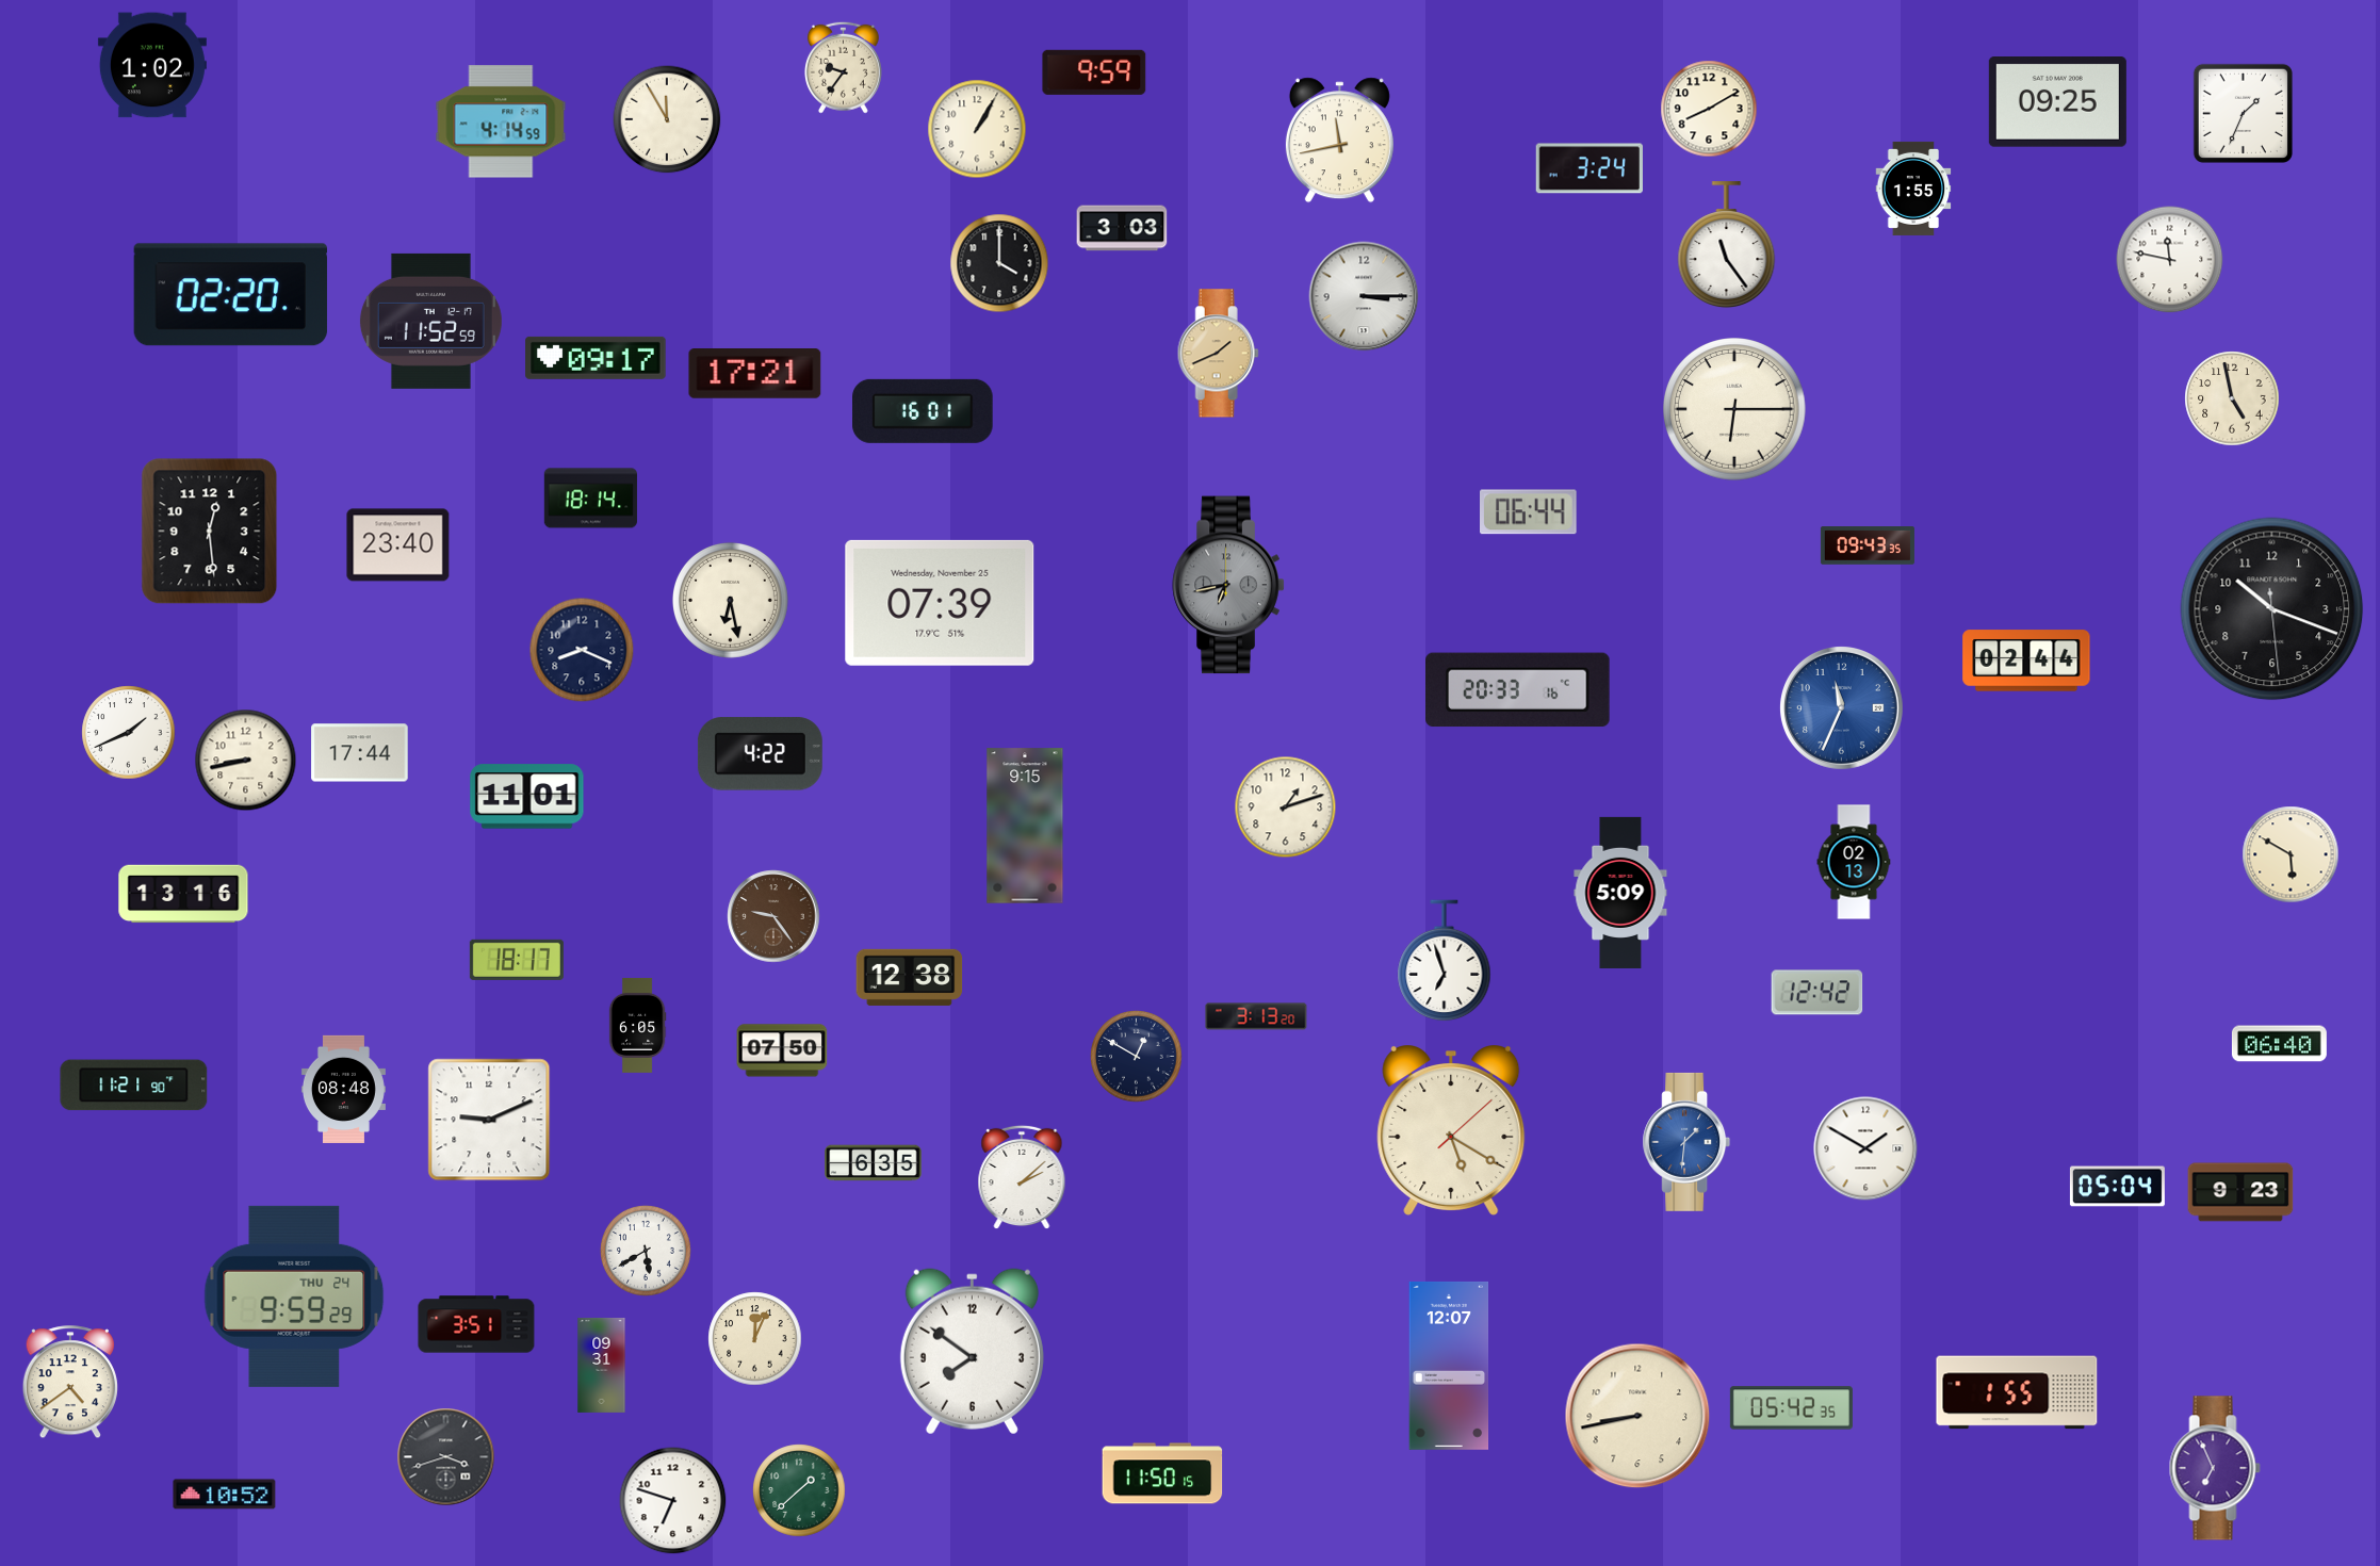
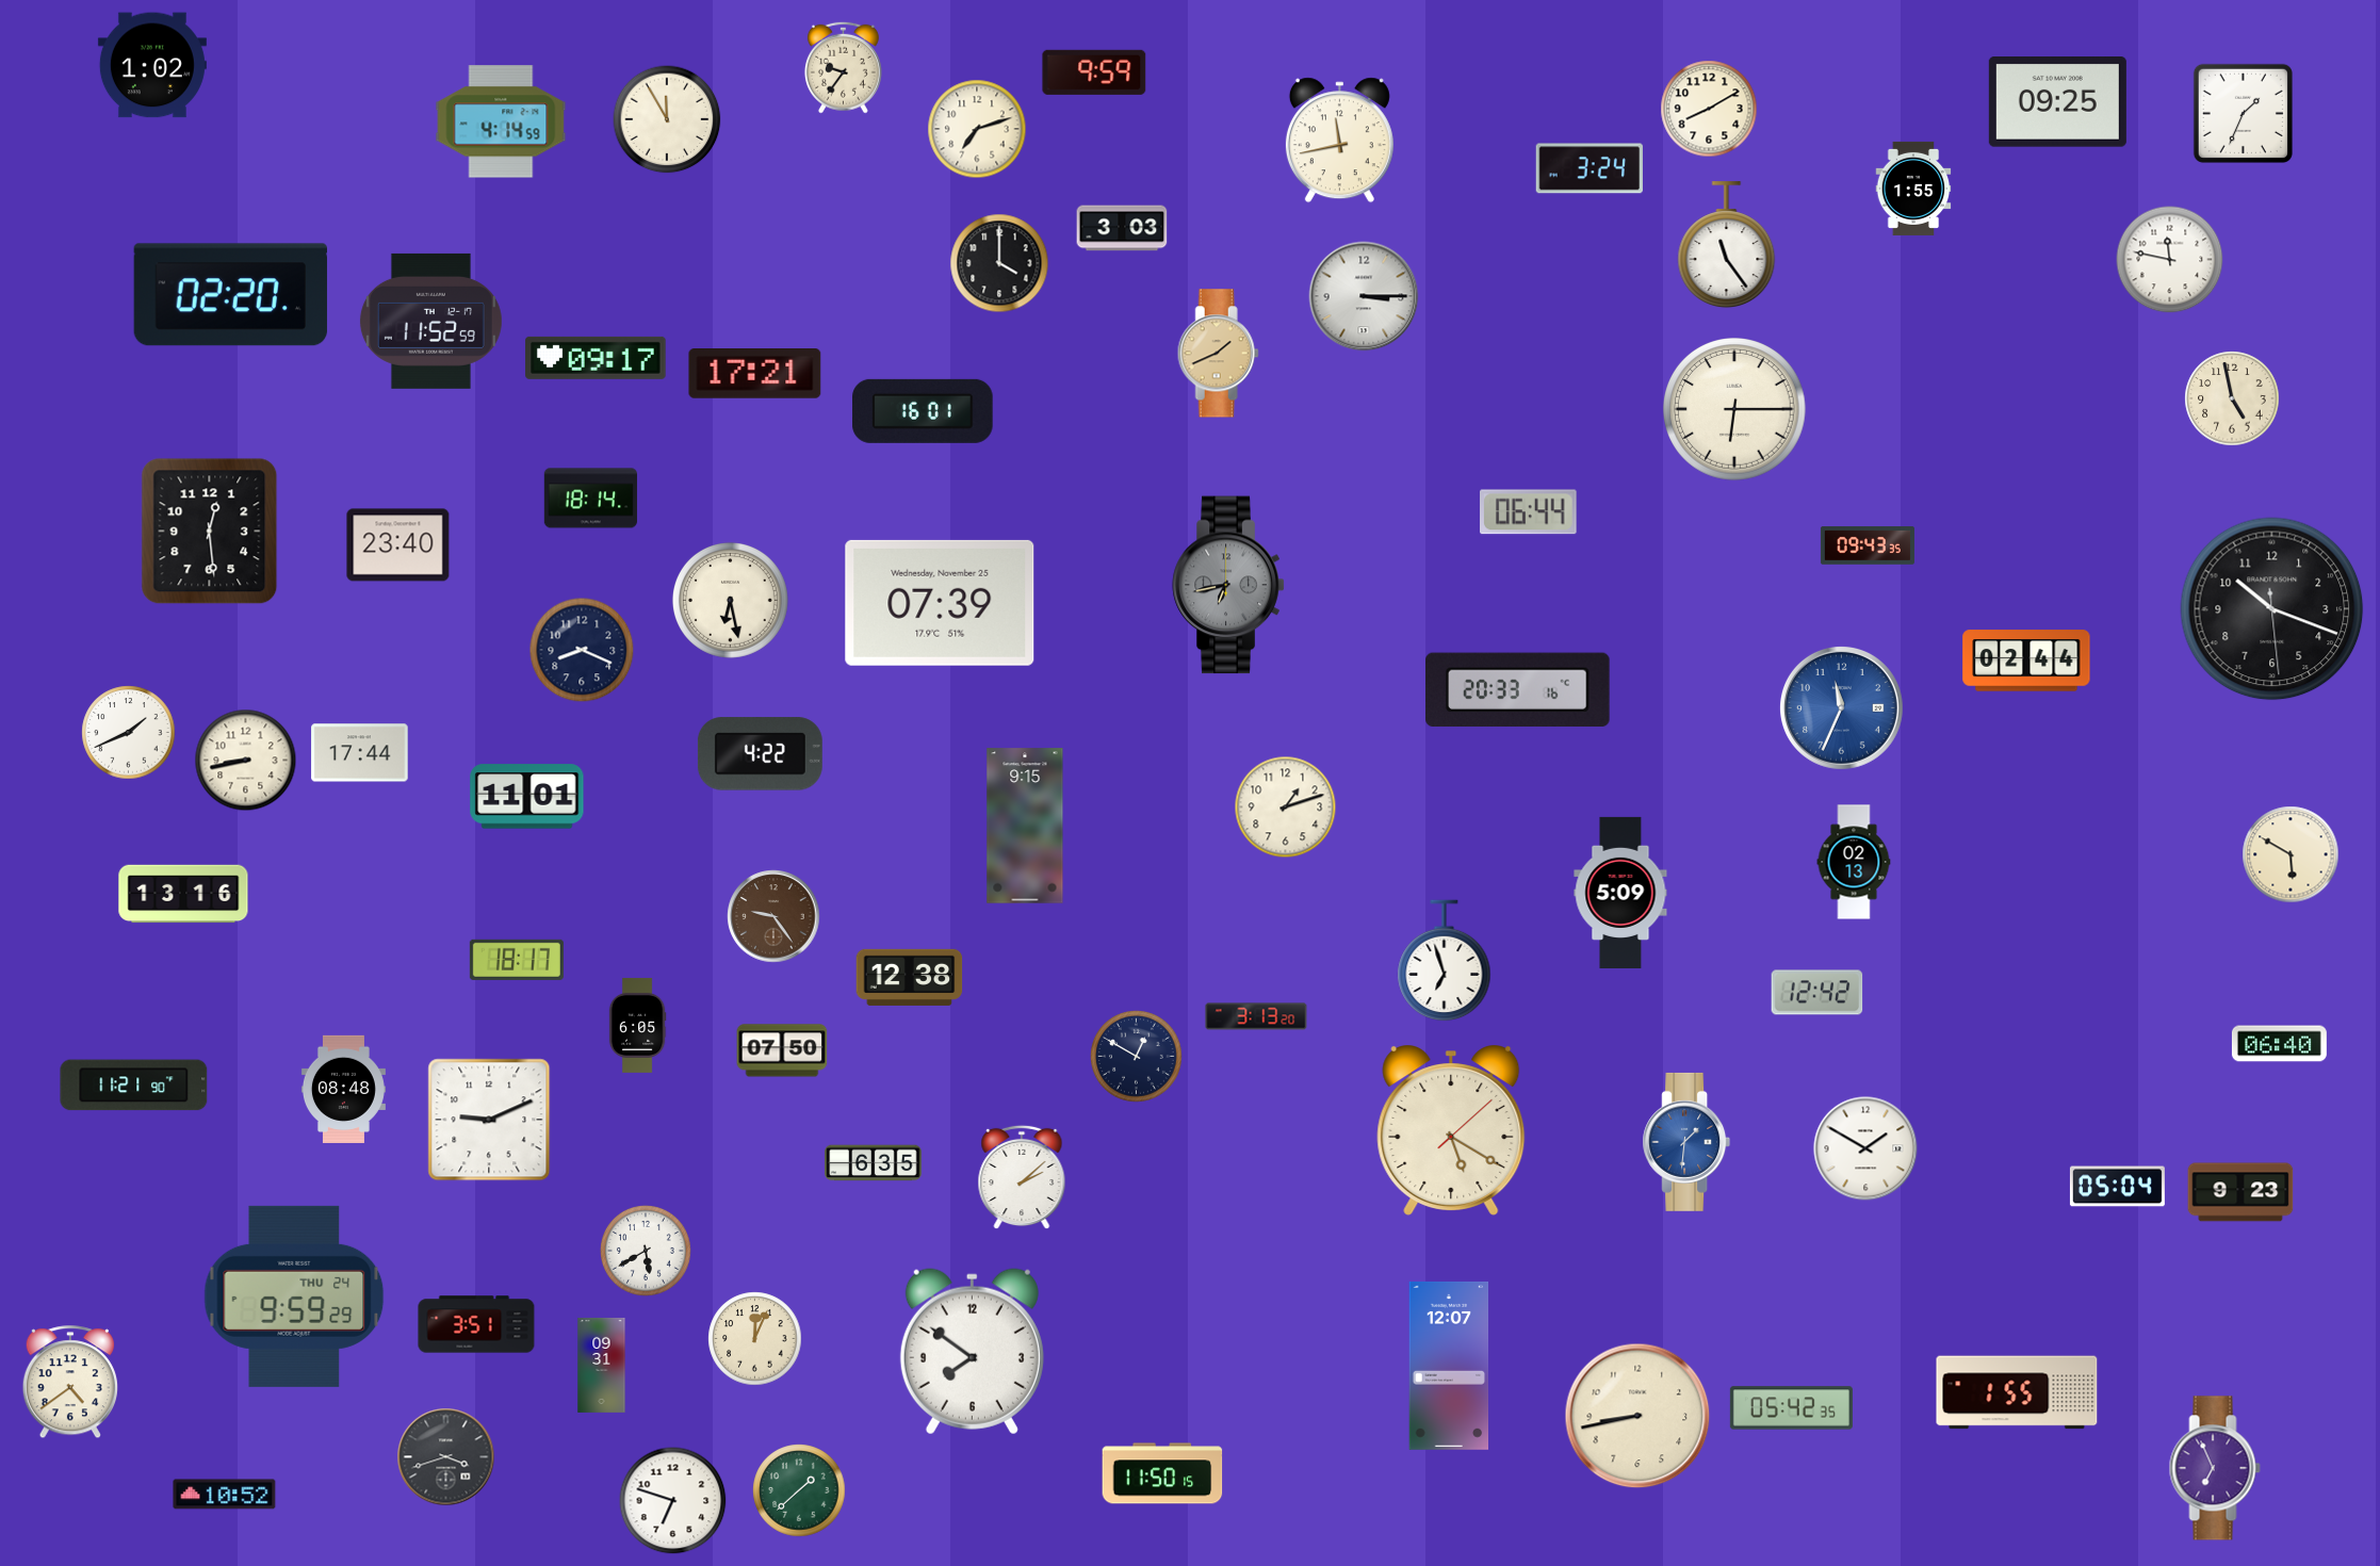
clock at (977, 129): 1:05 -> 7:12
